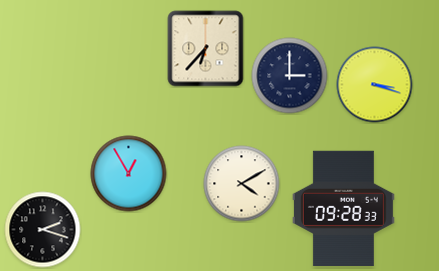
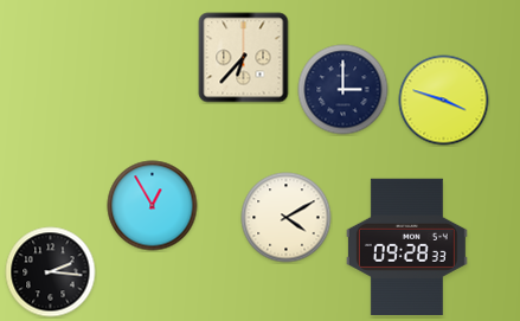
clock at (375, 85): 3:18 -> 3:48
clock at (43, 230): 2:18 -> 2:16
